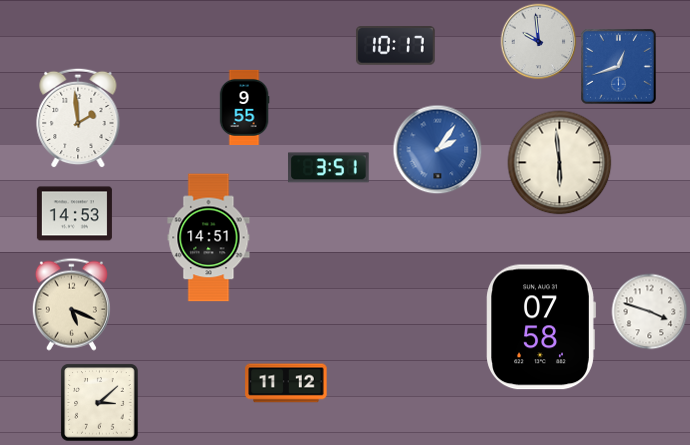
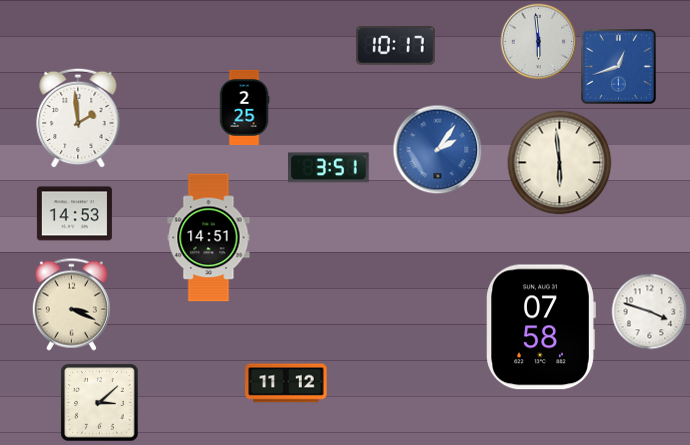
clock at (539, 42): 9:59 -> 5:59
clock at (244, 107): 9:55 -> 2:25
clock at (71, 304): 5:19 -> 3:19
